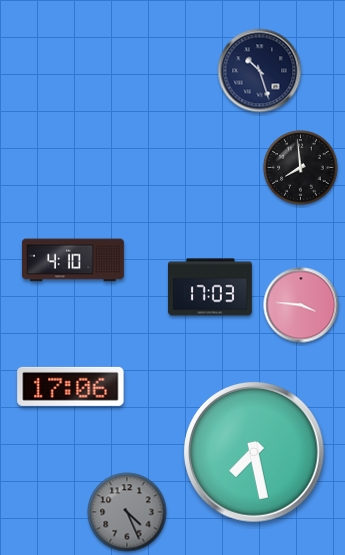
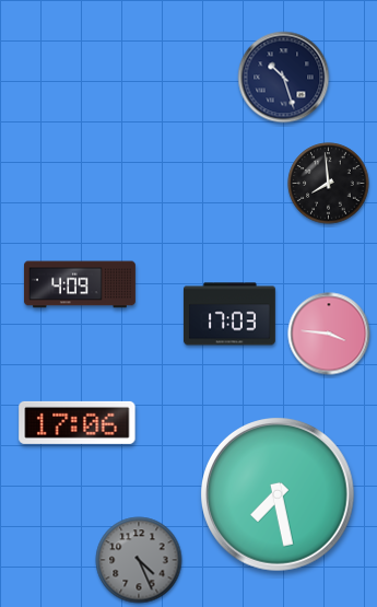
clock at (73, 260): 4:10 -> 4:09
